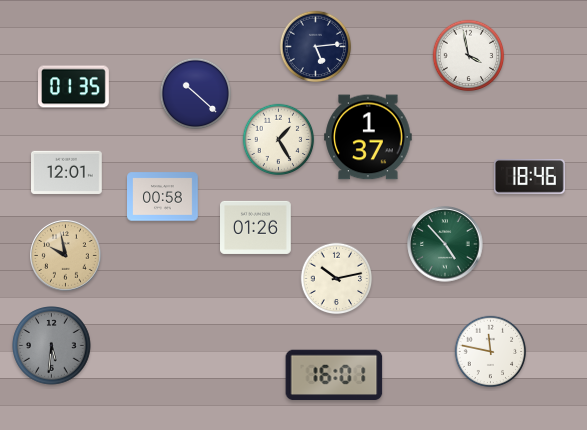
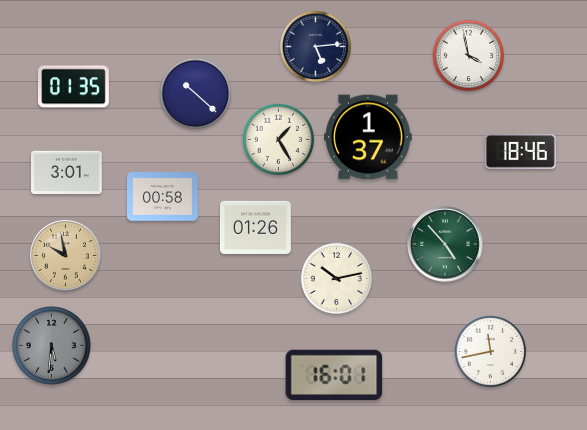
clock at (67, 172): 12:01 -> 3:01
clock at (529, 177) position: (529, 177) -> (520, 152)
clock at (491, 352): 11:47 -> 11:43
